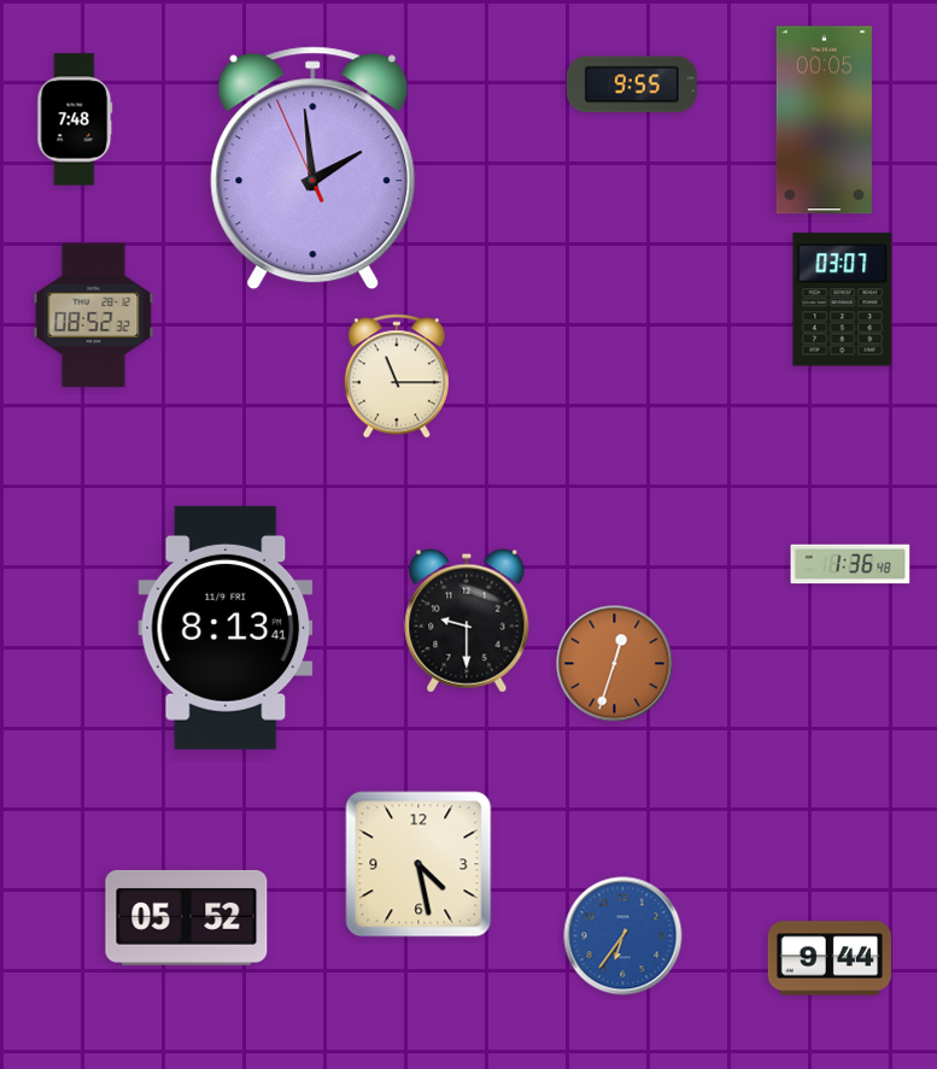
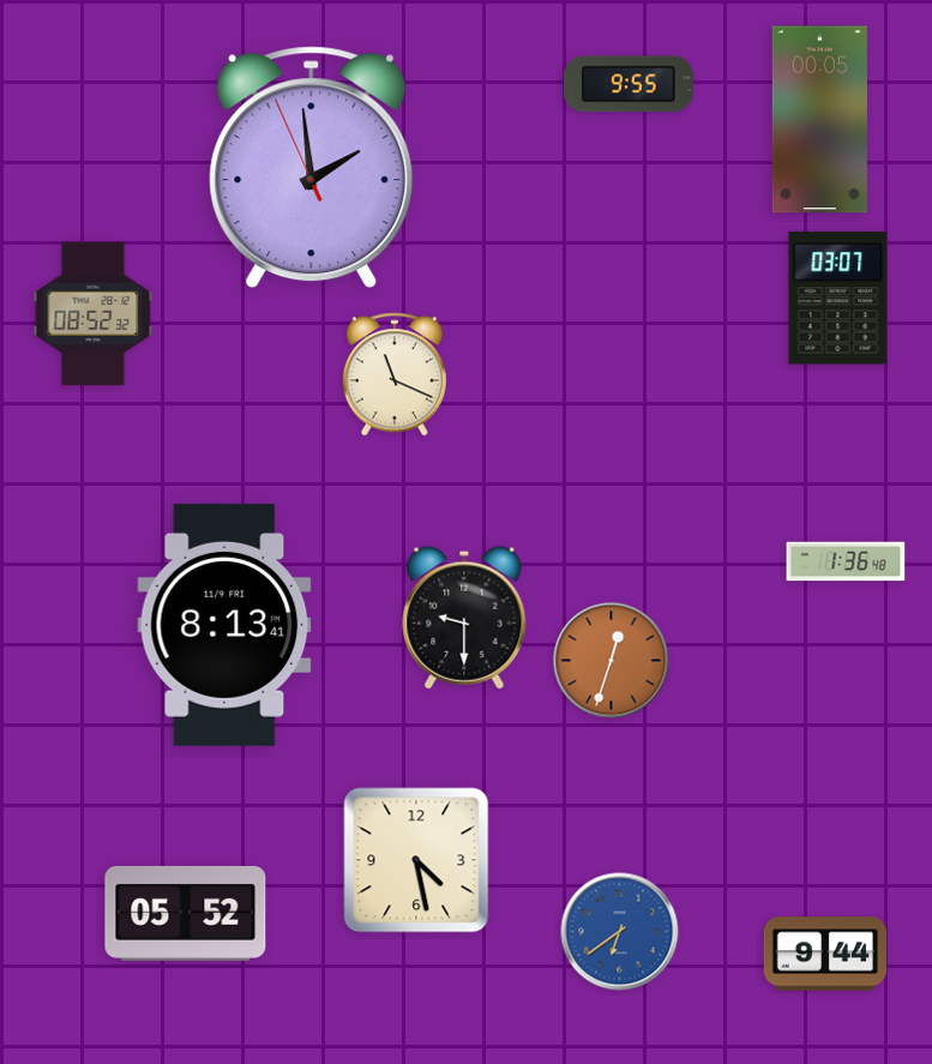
clock at (75, 119): 7:48 -> none
clock at (397, 376): 11:15 -> 11:19
clock at (623, 936): 6:36 -> 6:39
